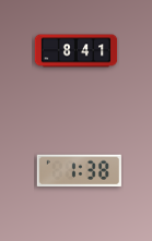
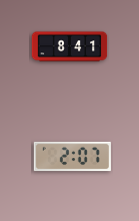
clock at (79, 171): 1:38 -> 2:07
